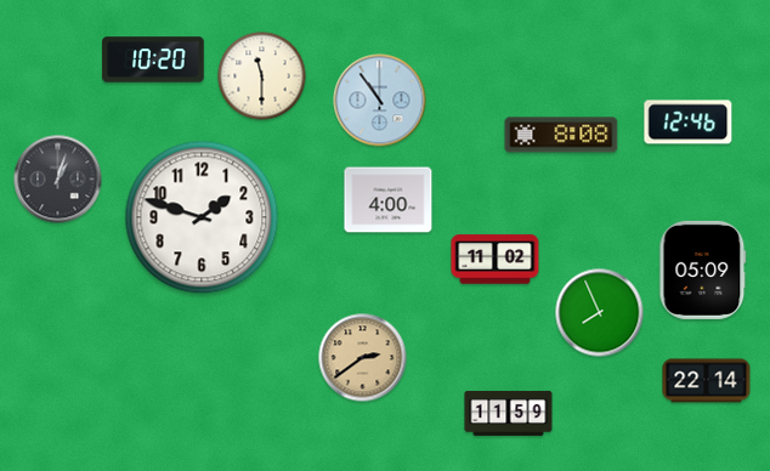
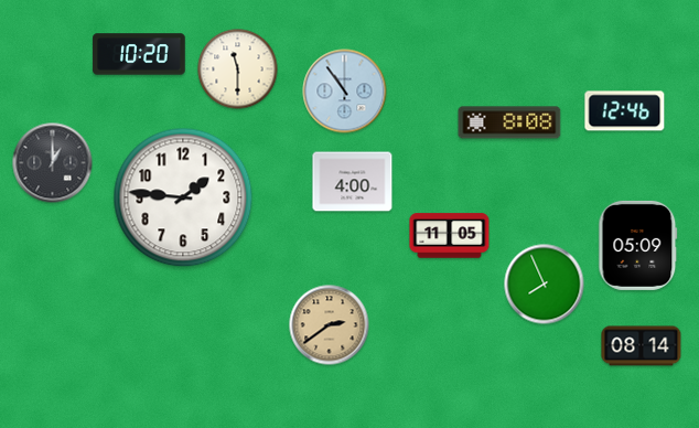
clock at (58, 180): 1:03 -> 1:00
clock at (202, 217): 1:48 -> 1:46
clock at (496, 260): 11:02 -> 11:05
clock at (707, 381): 22:14 -> 08:14
clock at (509, 413): 11:59 -> none
